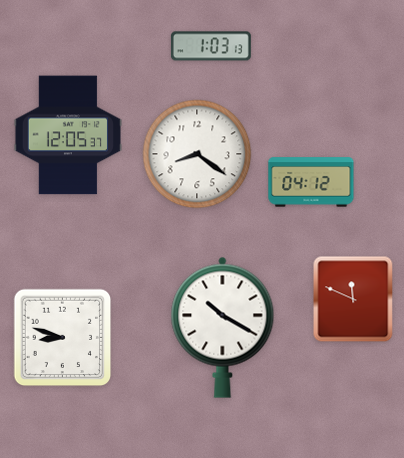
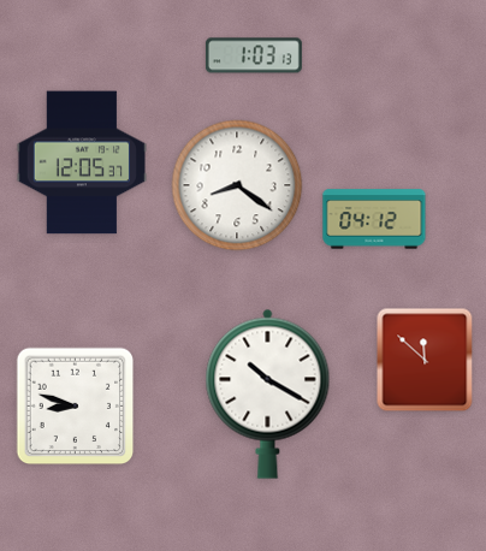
clock at (353, 299): 11:49 -> 11:52
